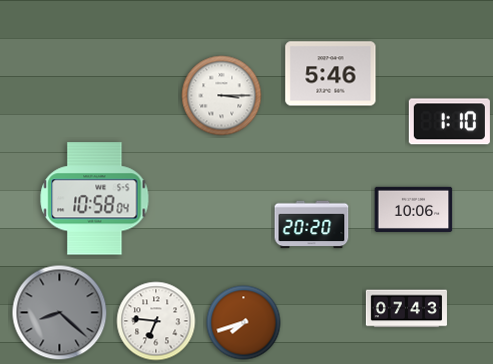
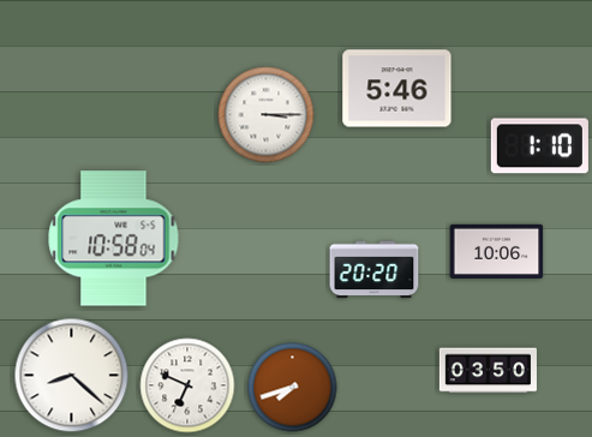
clock at (406, 309): 07:43 -> 03:50
clock at (60, 313) dial: grey -> white
clock at (156, 321): 6:46 -> 6:49
